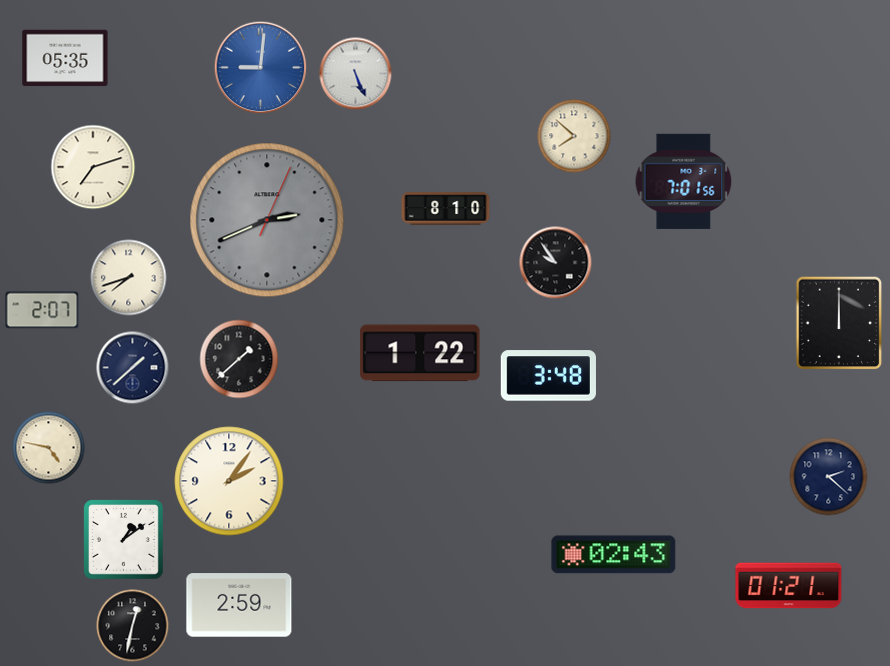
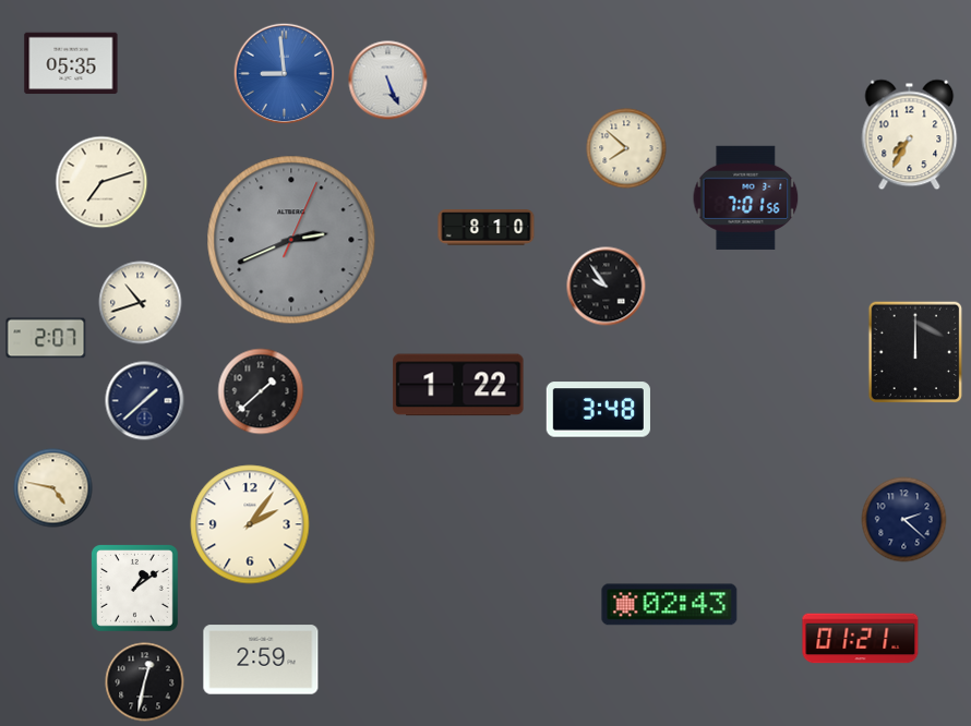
clock at (261, 68): 9:01 -> 8:59
clock at (910, 135): none -> 7:35
clock at (129, 278): 7:42 -> 10:42
